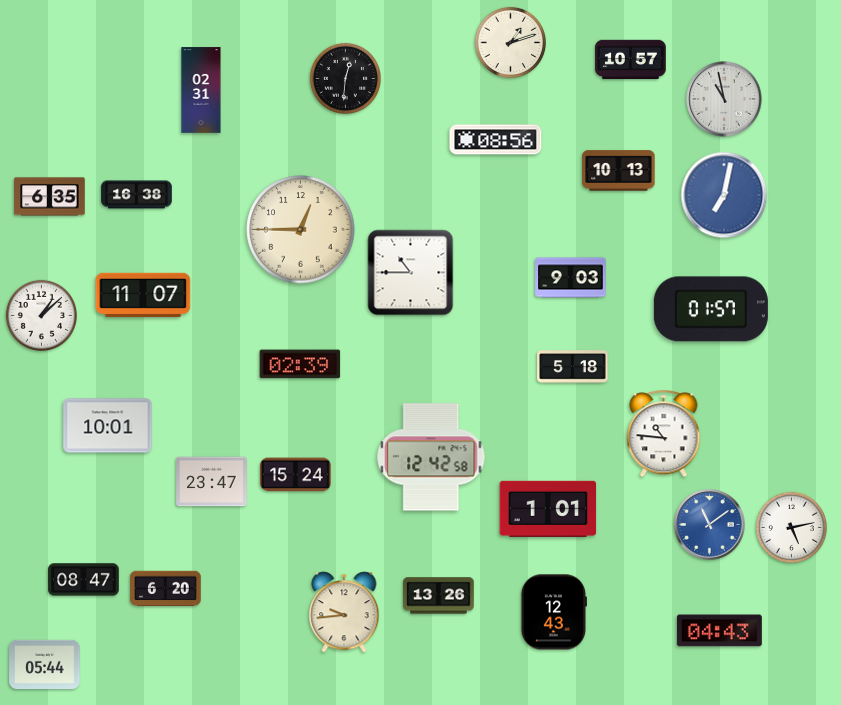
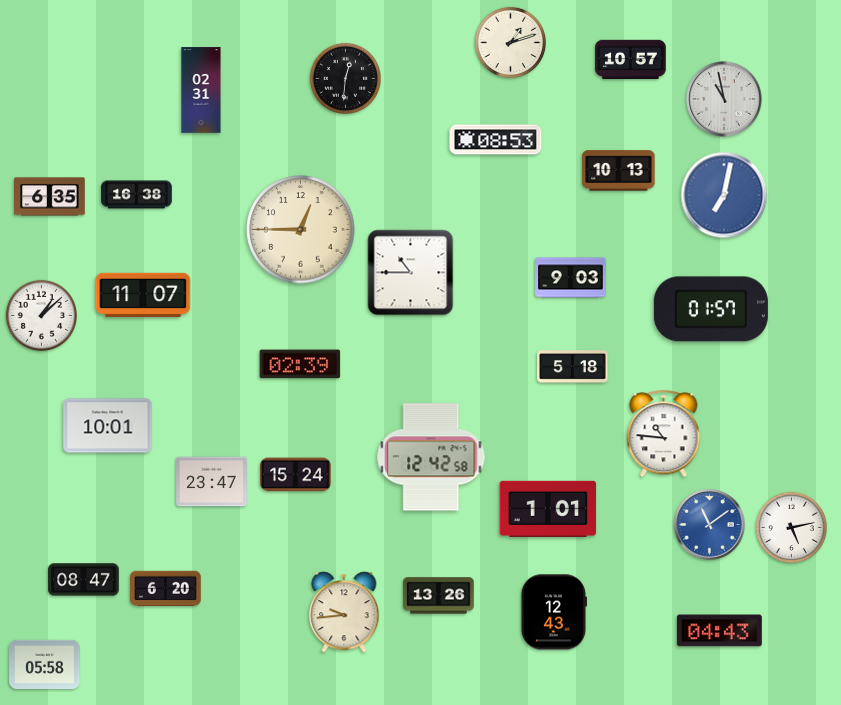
clock at (496, 140): 08:56 -> 08:53
clock at (45, 664): 05:44 -> 05:58
